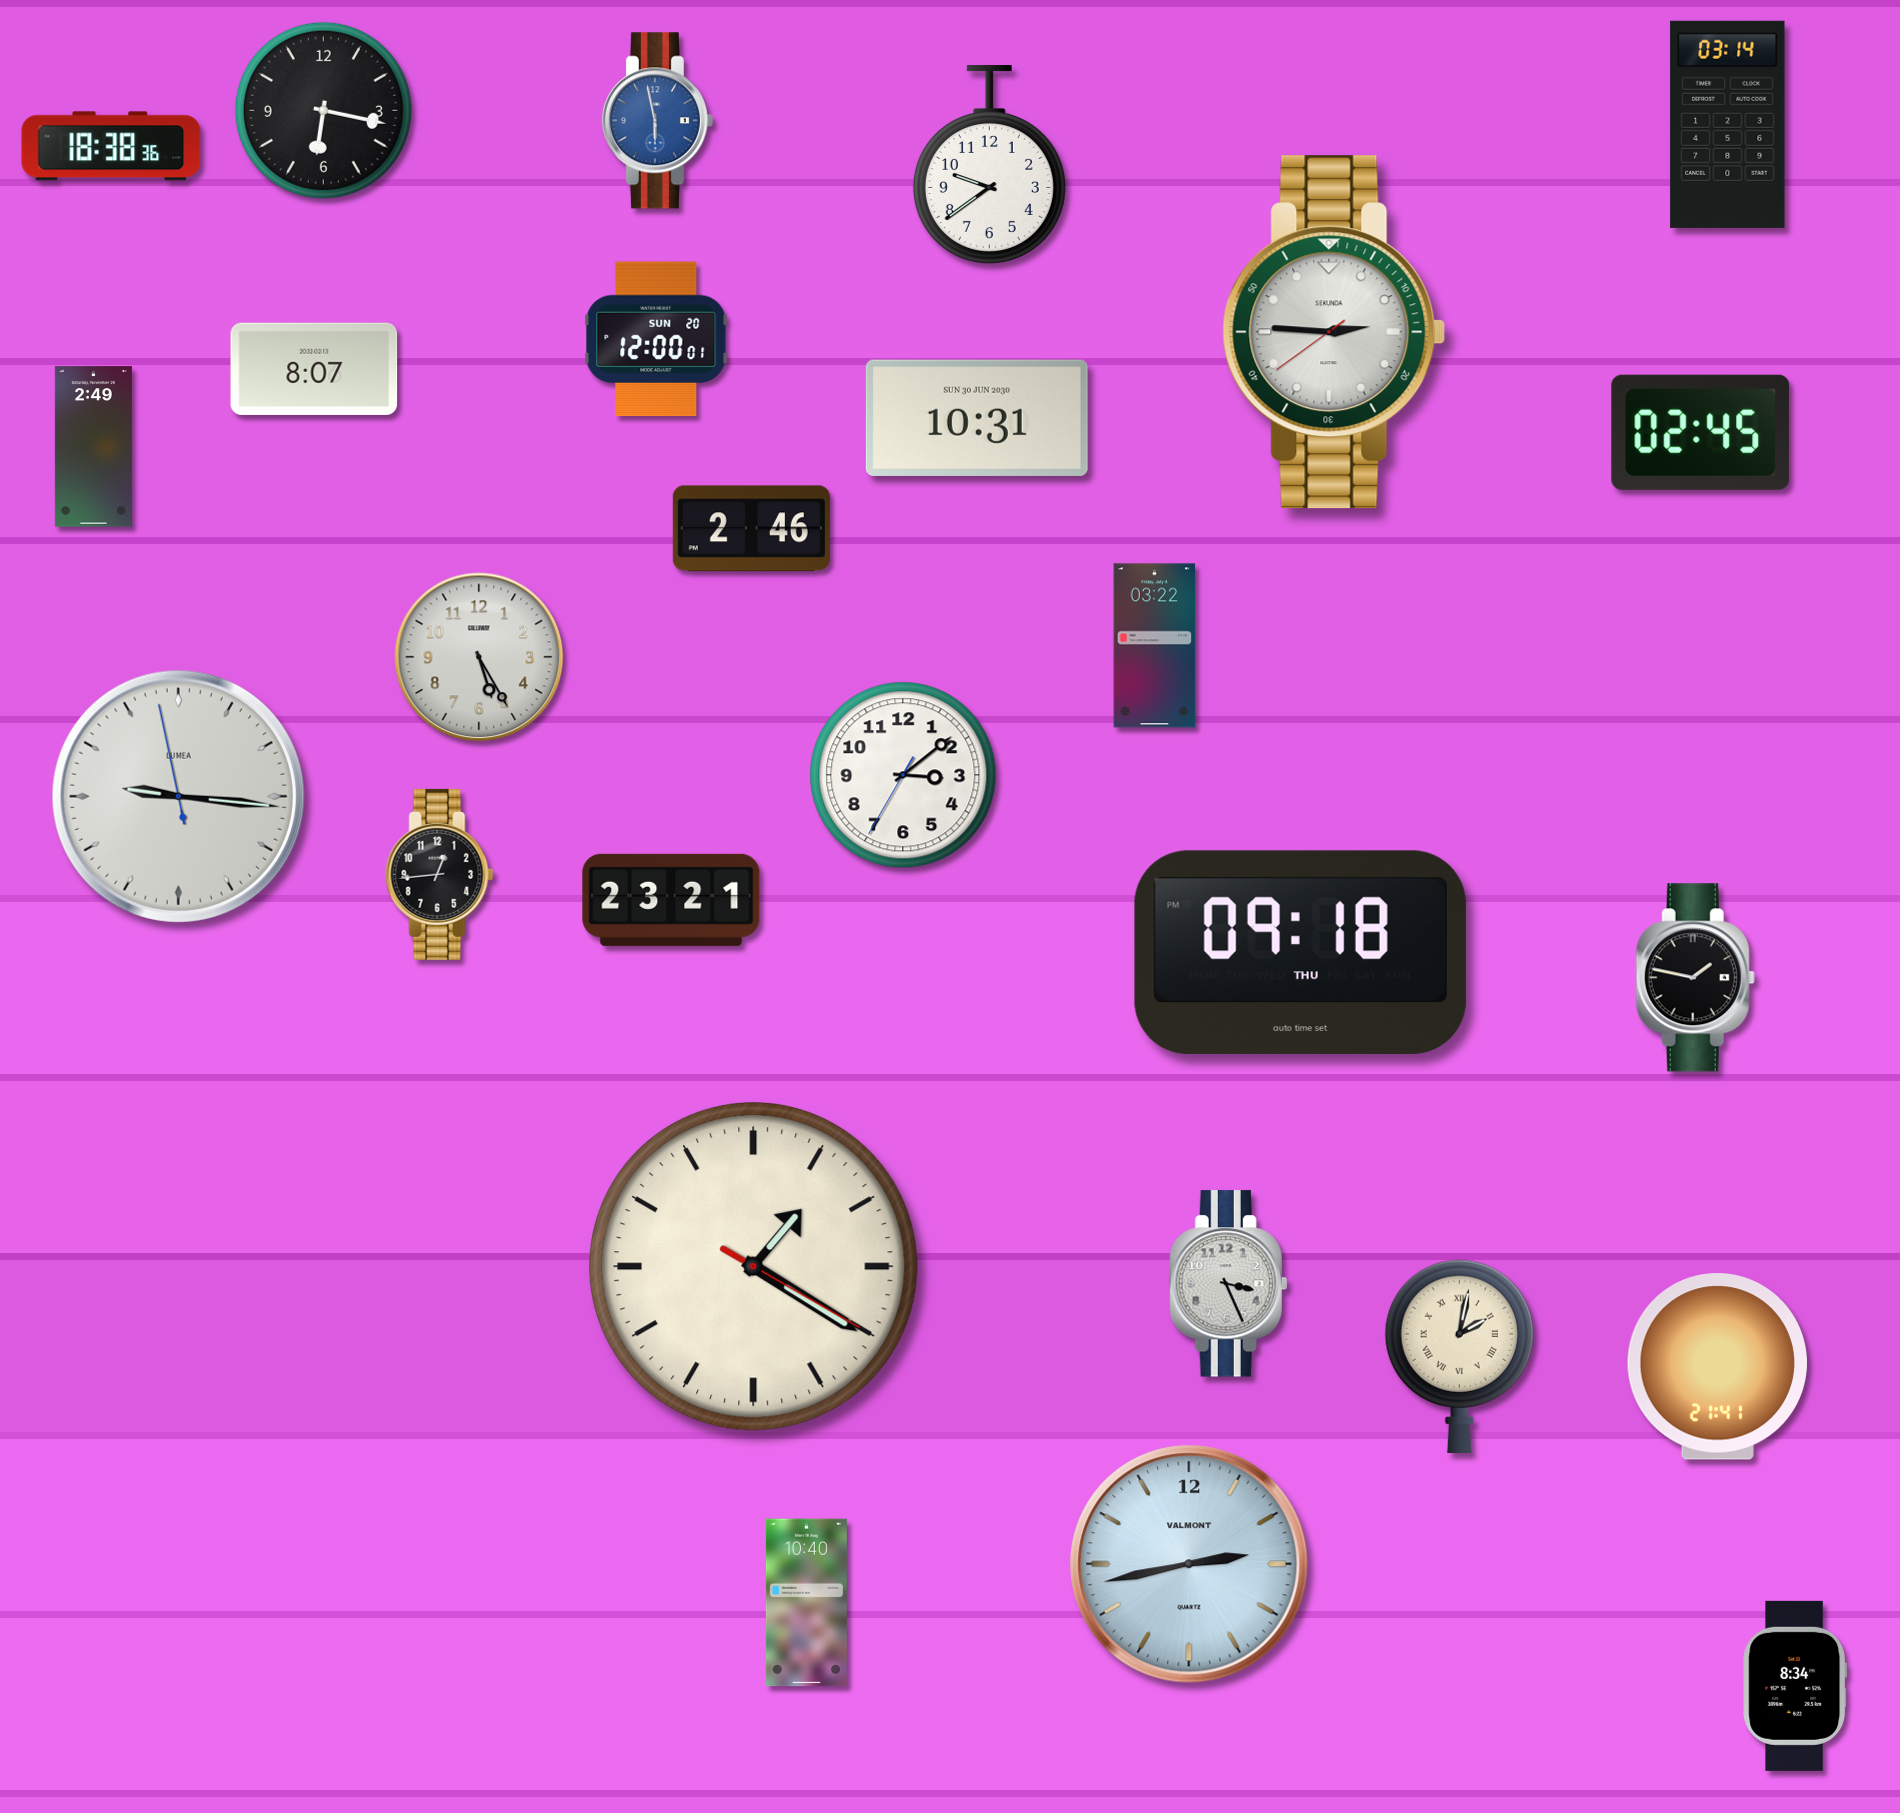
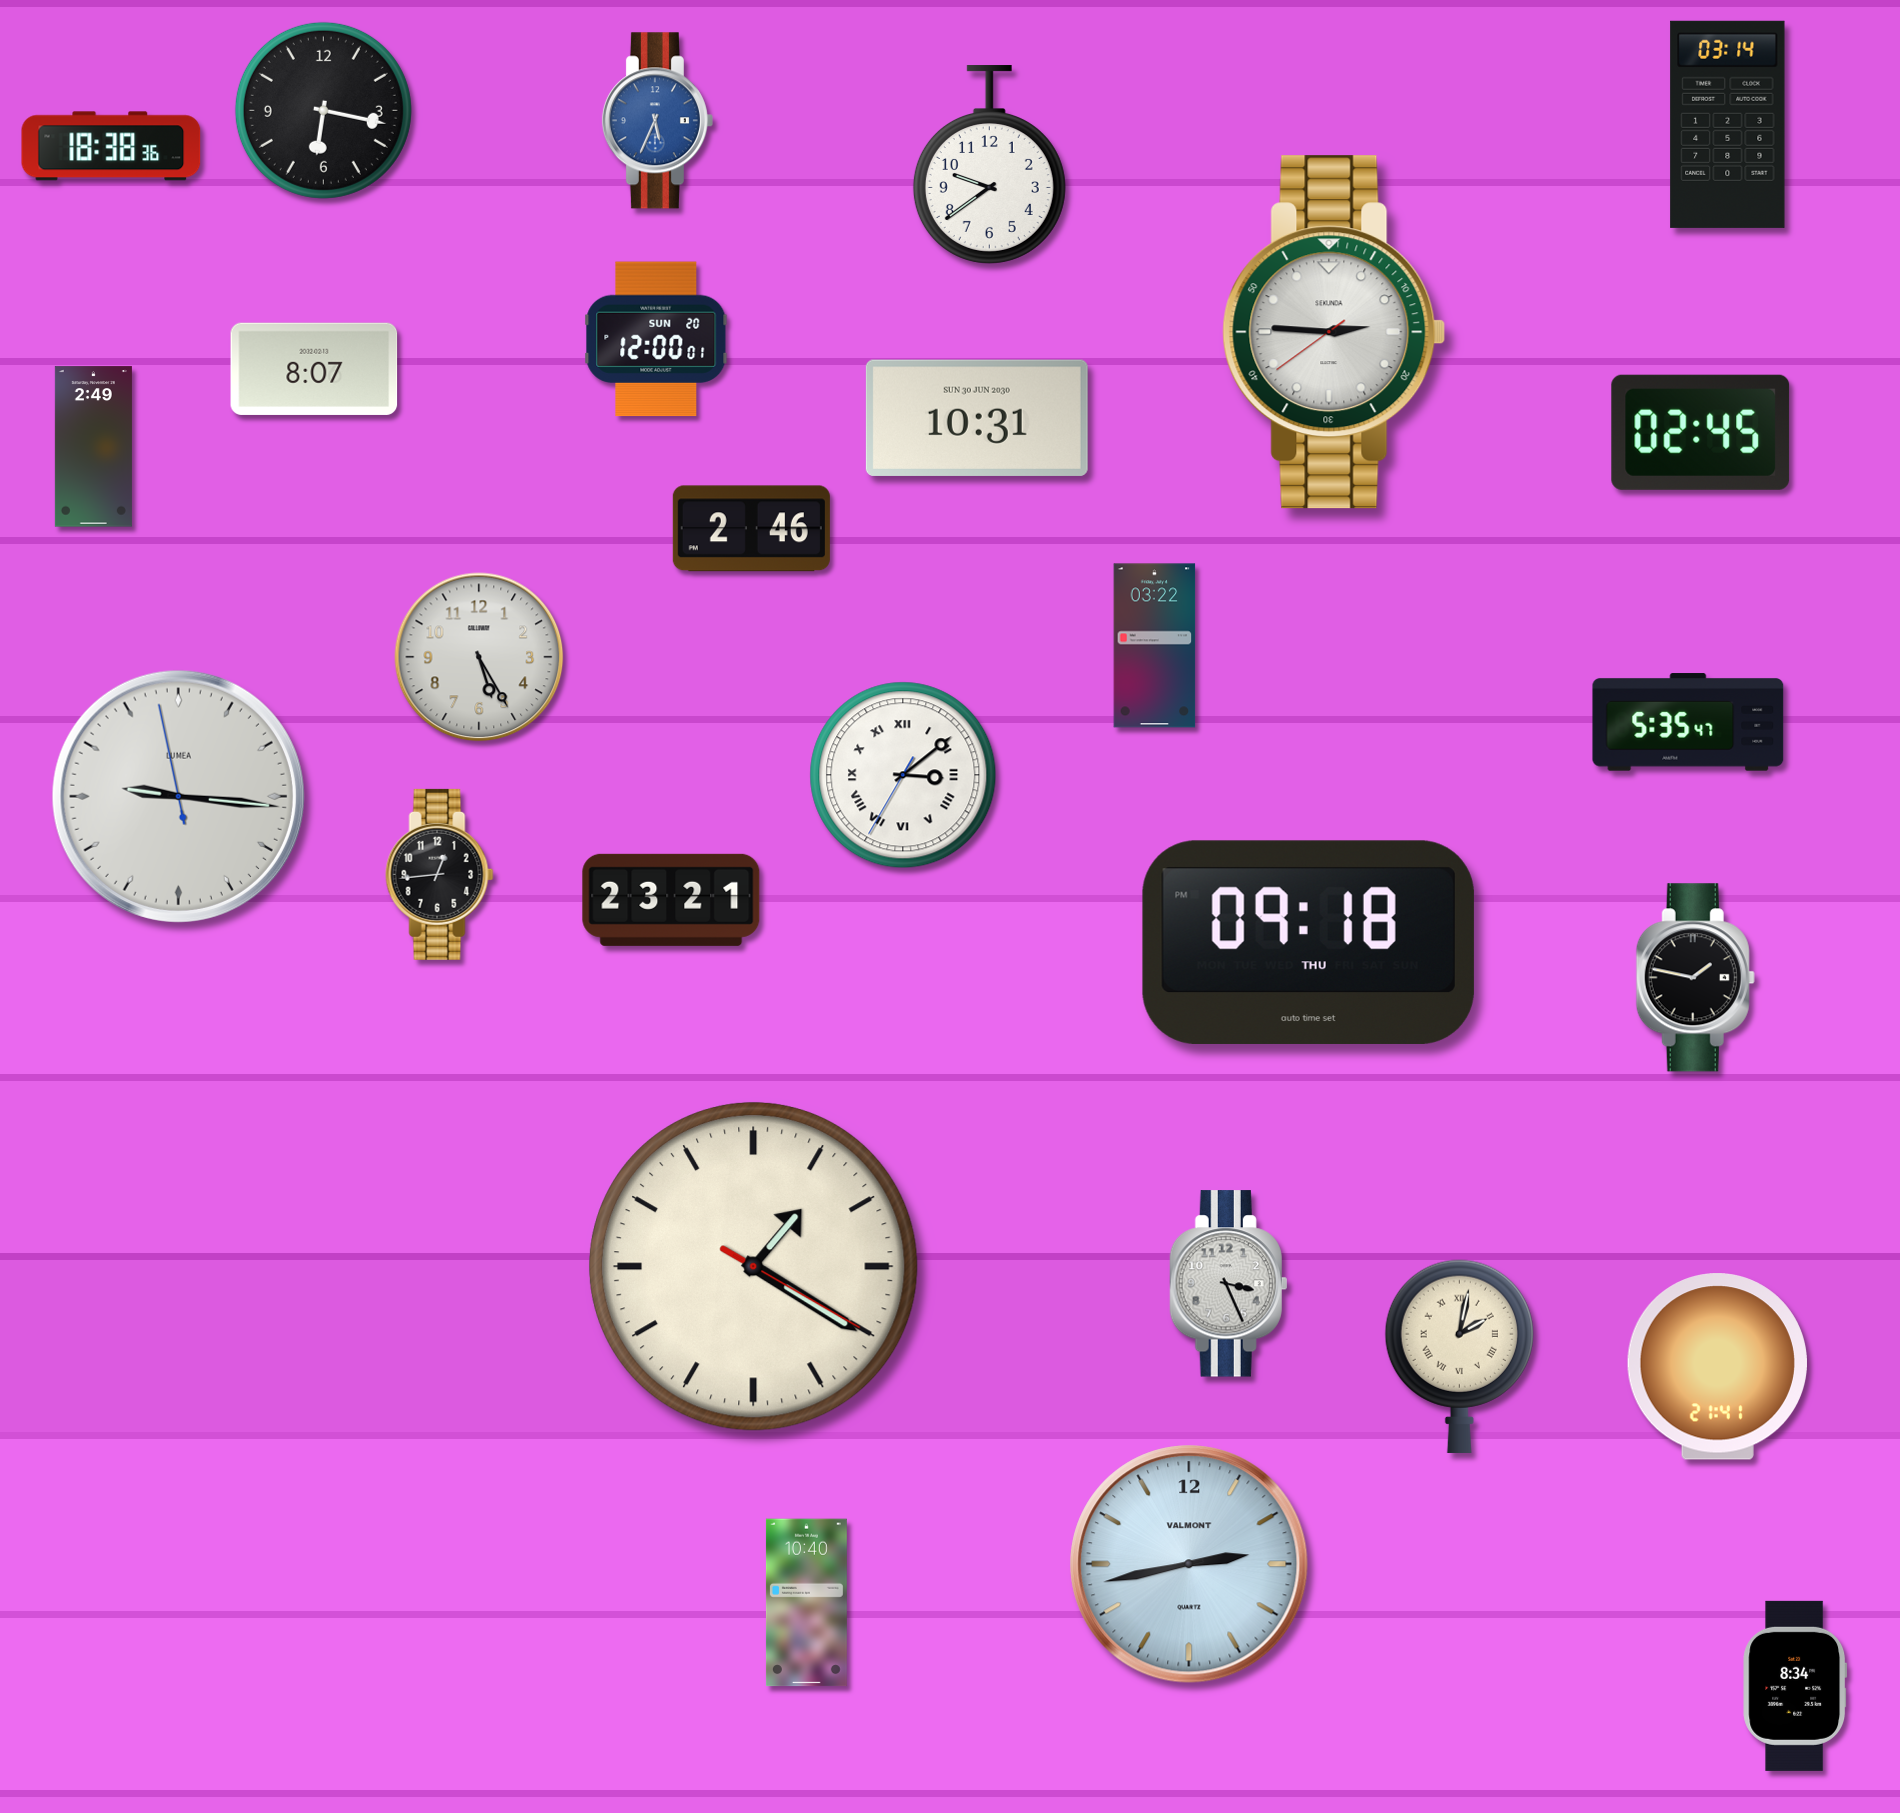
clock at (657, 121): 5:58 -> 5:34
clock at (1688, 722): none -> 5:35
clock at (903, 775) numerals: Arabic -> Roman
clock at (1300, 952) position: (1300, 952) -> (1308, 942)
